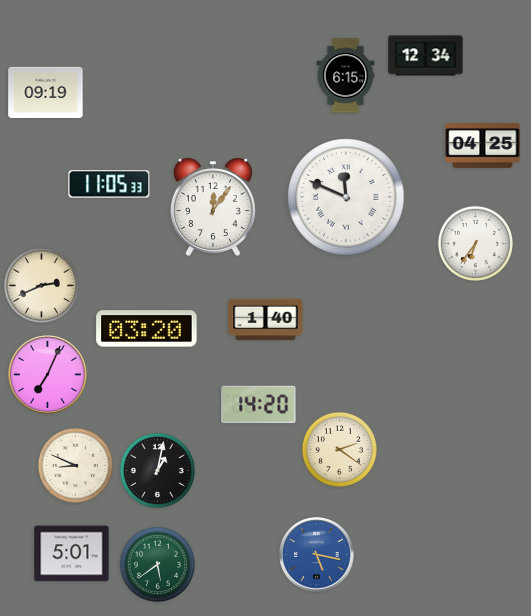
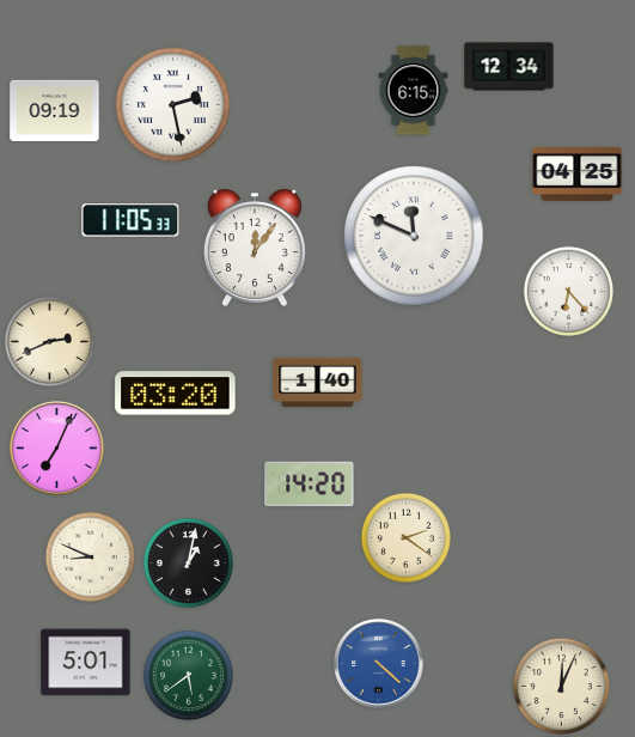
clock at (172, 104): none -> 2:28
clock at (475, 243): 6:36 -> 6:23
clock at (317, 555): 5:17 -> 4:22
clock at (561, 686): none -> 12:04
